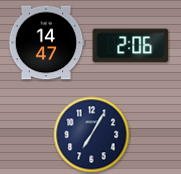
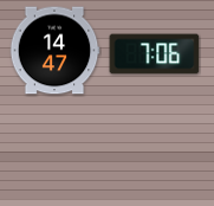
clock at (131, 46): 2:06 -> 7:06
clock at (92, 135): 7:05 -> none
